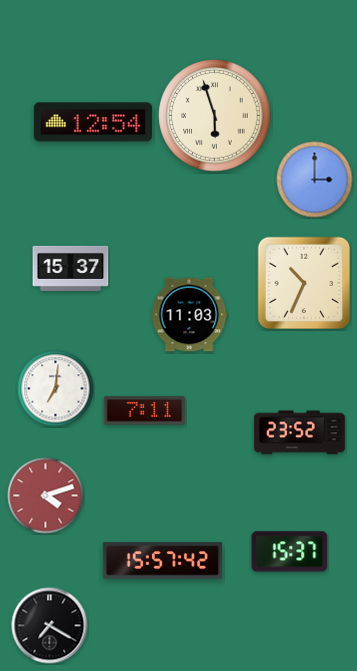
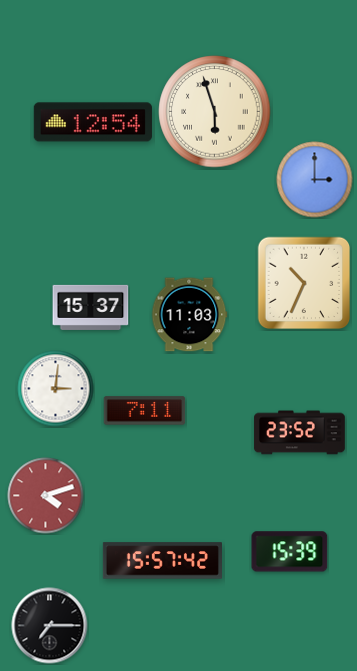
clock at (215, 116) position: (215, 116) -> (215, 112)
clock at (71, 268) position: (71, 268) -> (91, 307)
clock at (56, 389): 7:01 -> 3:01
clock at (290, 552): 15:37 -> 15:39
clock at (50, 626): 7:20 -> 7:15
